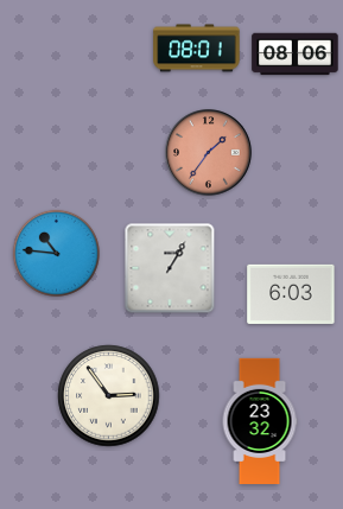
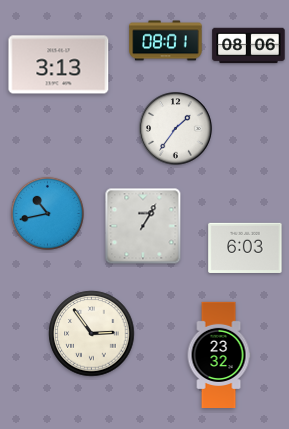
clock at (59, 65): none -> 3:13
clock at (209, 153) dial: salmon -> white
clock at (56, 253): 10:46 -> 10:43
